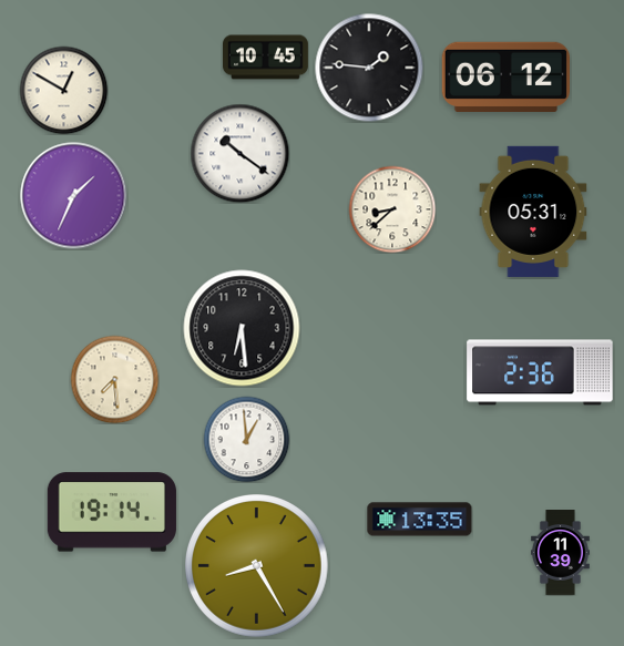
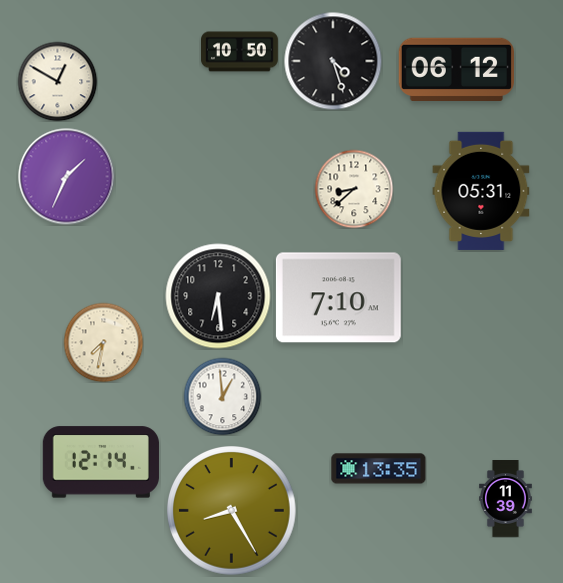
clock at (266, 58): 10:45 -> 10:50
clock at (369, 68): 1:46 -> 4:27
clock at (239, 153): 10:21 -> none
clock at (338, 298): none -> 7:10
clock at (540, 372): 2:36 -> none
clock at (114, 379): 7:29 -> 7:32
clock at (112, 512): 19:14 -> 12:14
